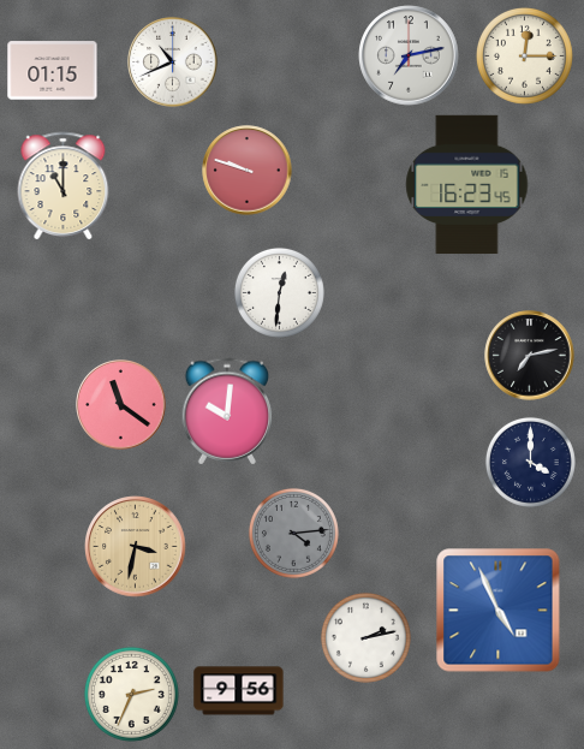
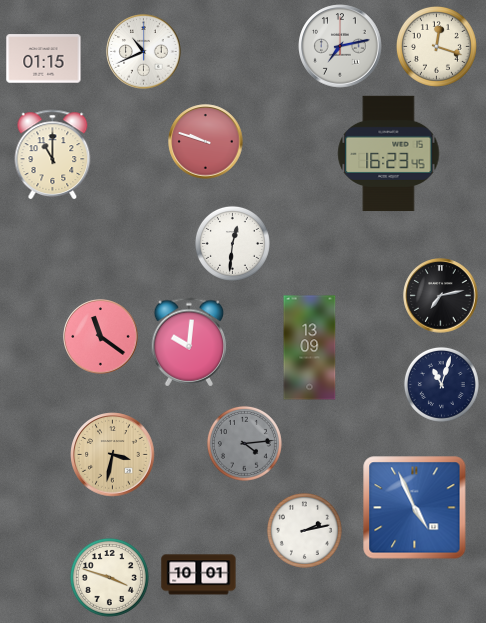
clock at (524, 55): 12:15 -> 12:18
clock at (310, 348): none -> 13:09
clock at (530, 462): 4:00 -> 11:03
clock at (239, 691): 9:56 -> 10:01
clock at (131, 694): 2:34 -> 3:48
